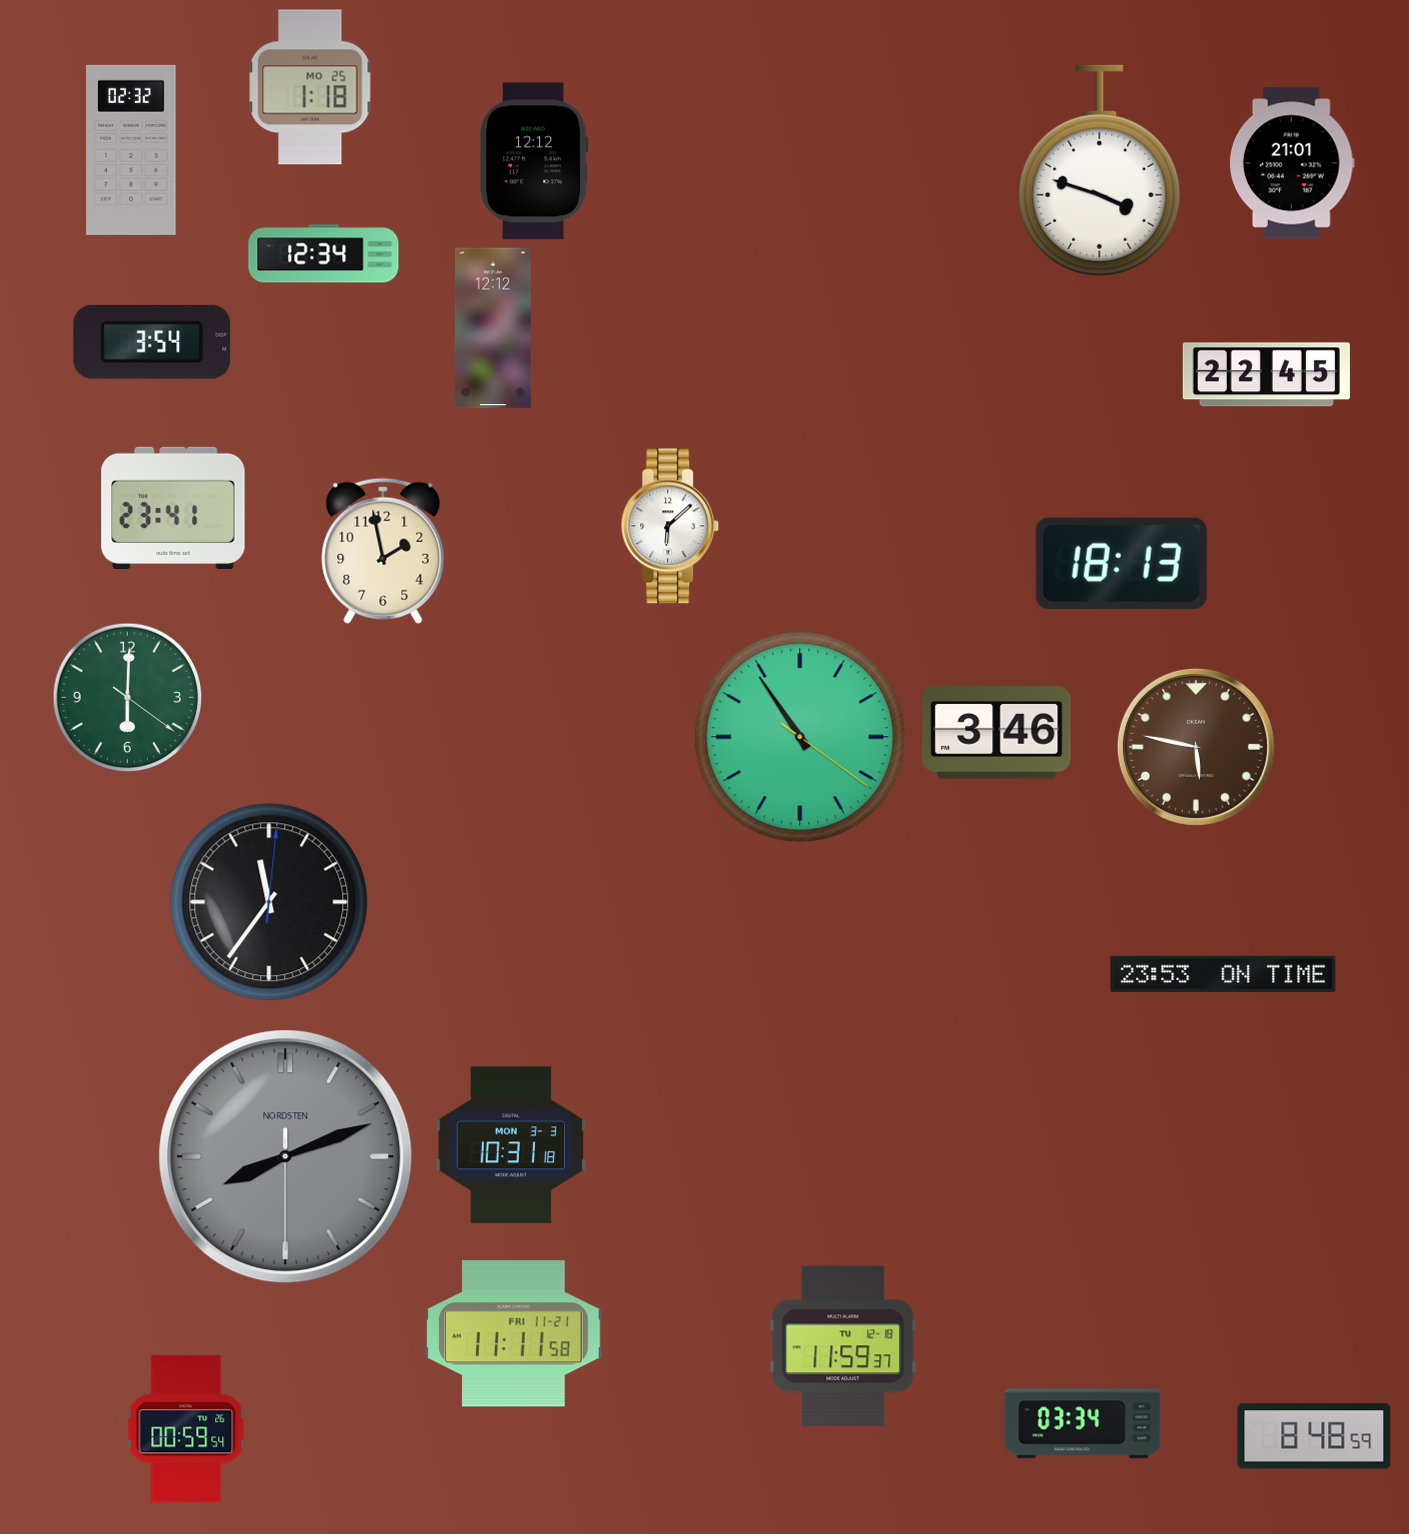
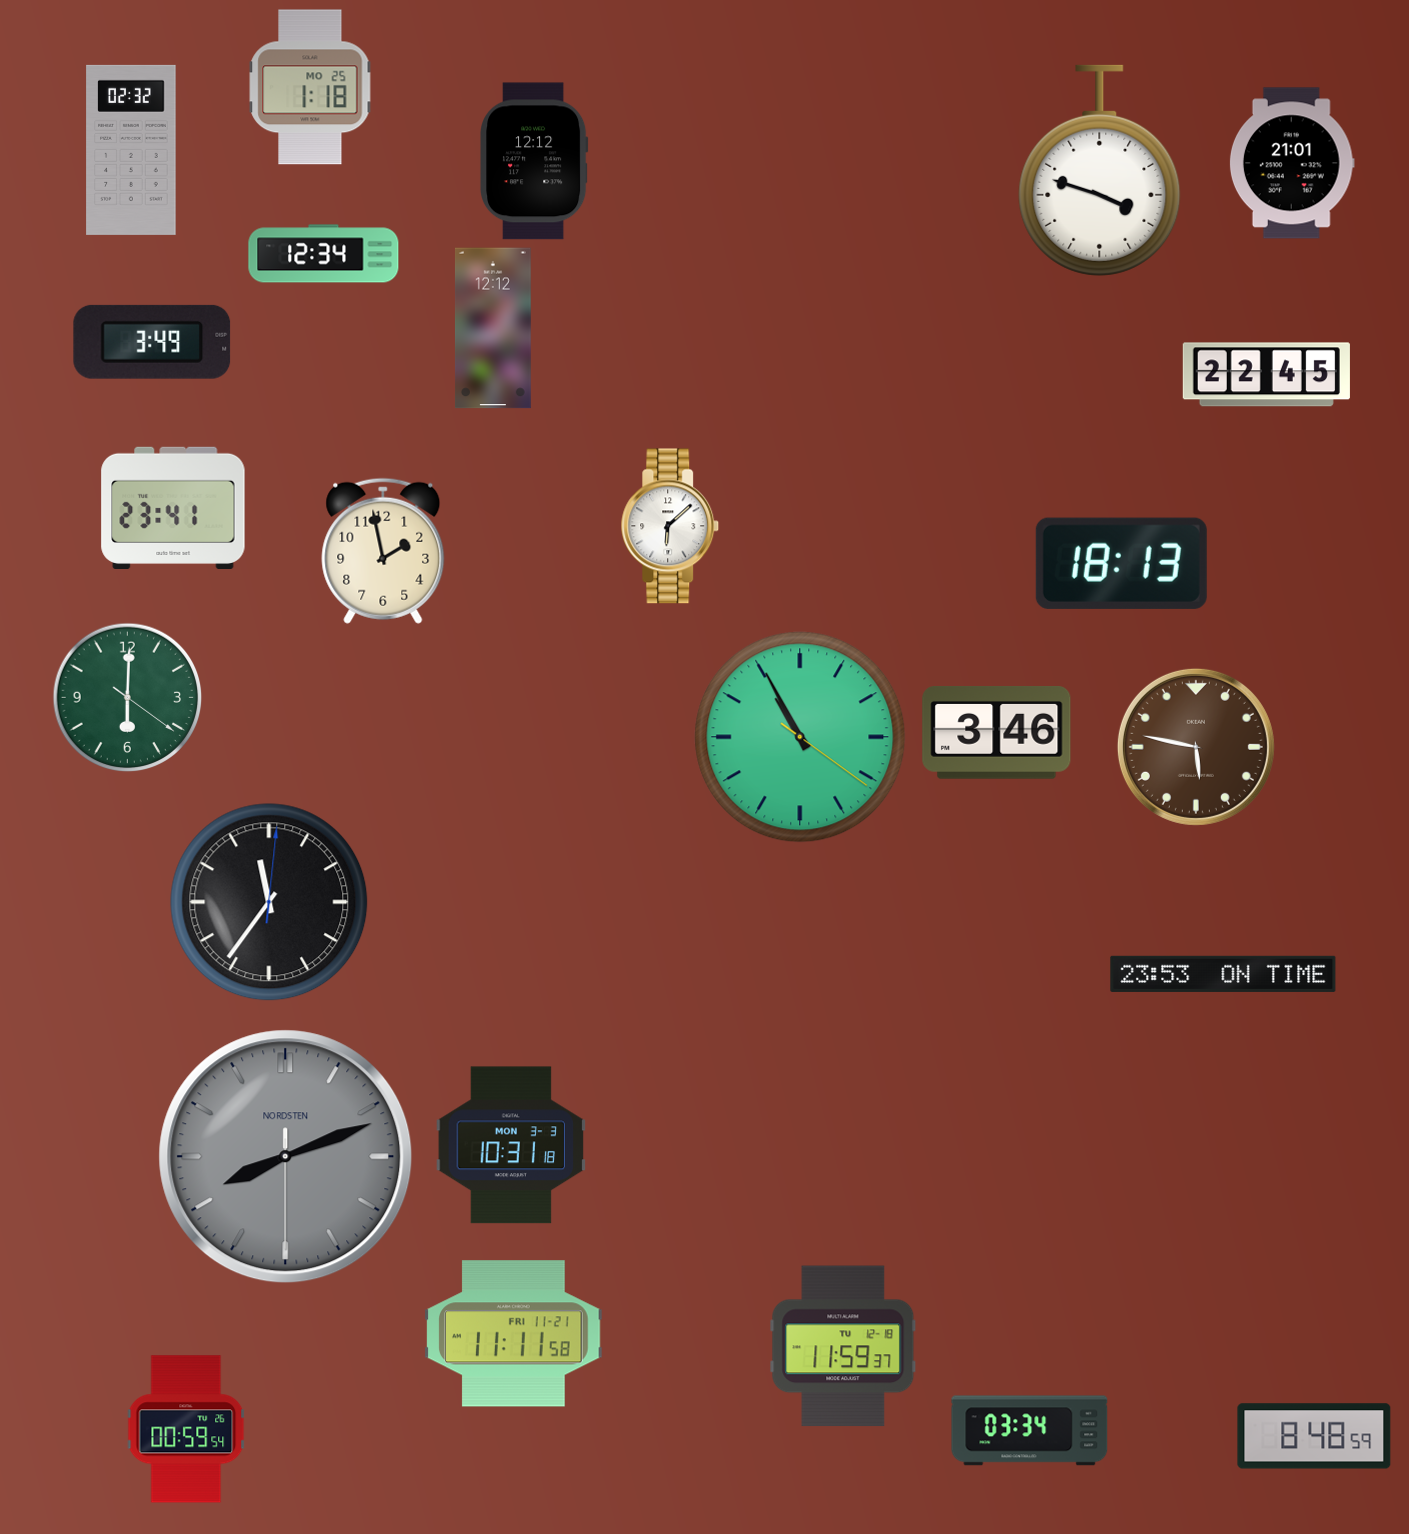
clock at (152, 342): 3:54 -> 3:49
clock at (800, 737): 10:54 -> 10:55
clock at (1083, 1424) position: (1083, 1424) -> (1030, 1431)
